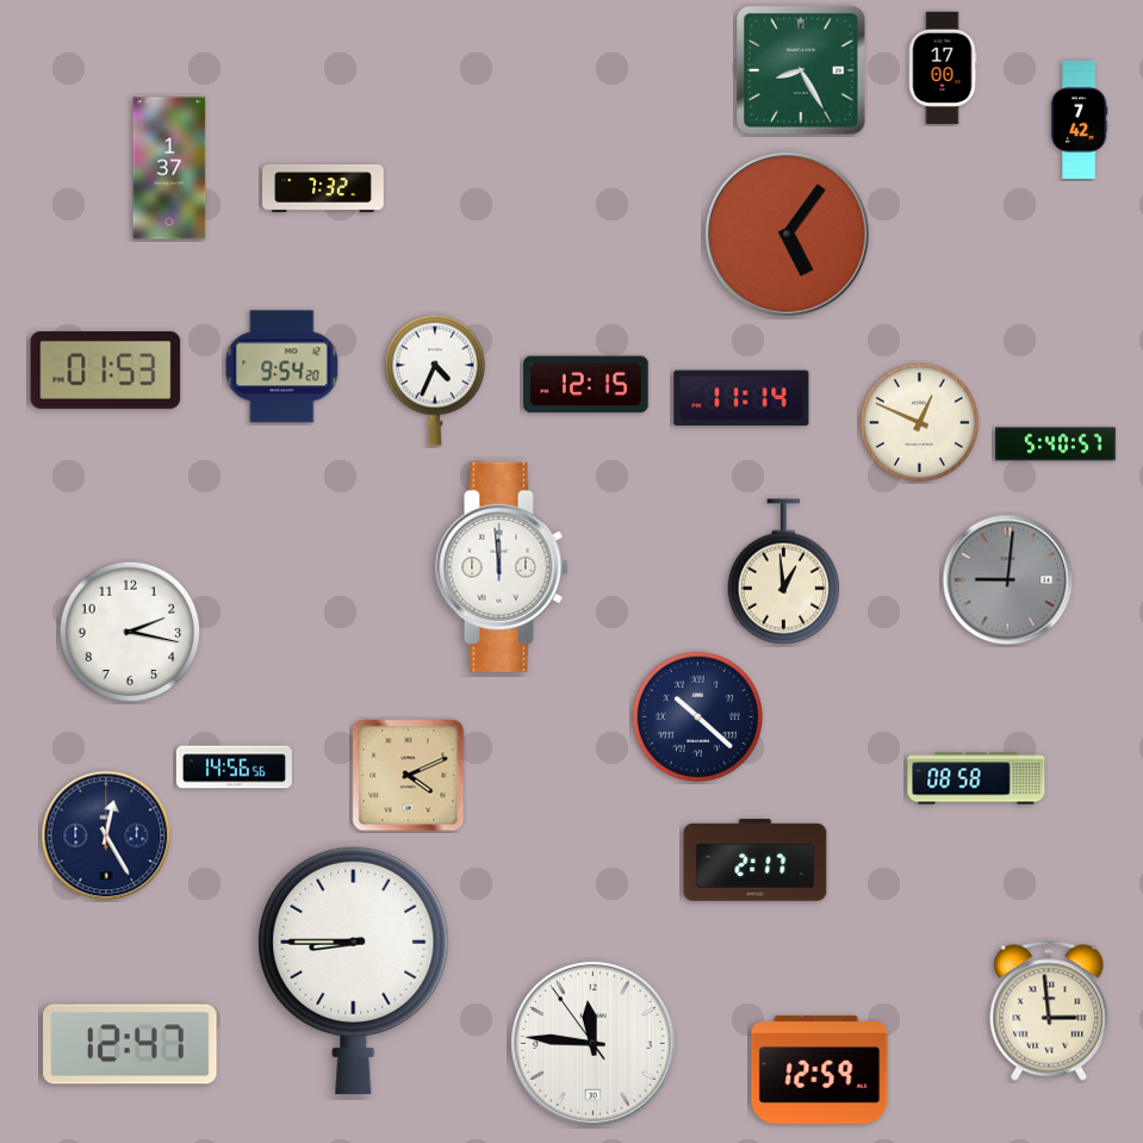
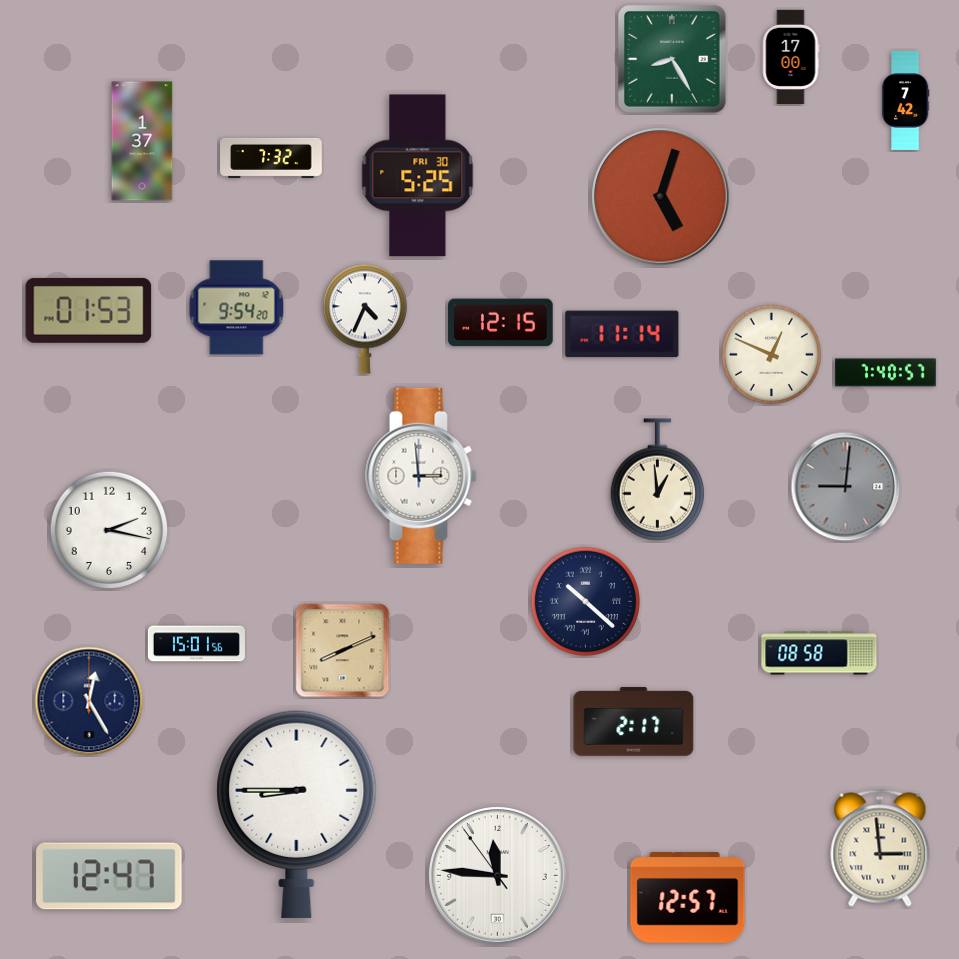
clock at (418, 176): none -> 5:25
clock at (788, 235): 5:06 -> 5:03
clock at (586, 385) position: (586, 385) -> (501, 323)
clock at (1055, 445): 5:40 -> 7:40
clock at (502, 567): 11:59 -> 2:59
clock at (234, 768): 14:56 -> 15:01
clock at (409, 776): 4:11 -> 8:11
clock at (820, 1070): 12:59 -> 12:57
